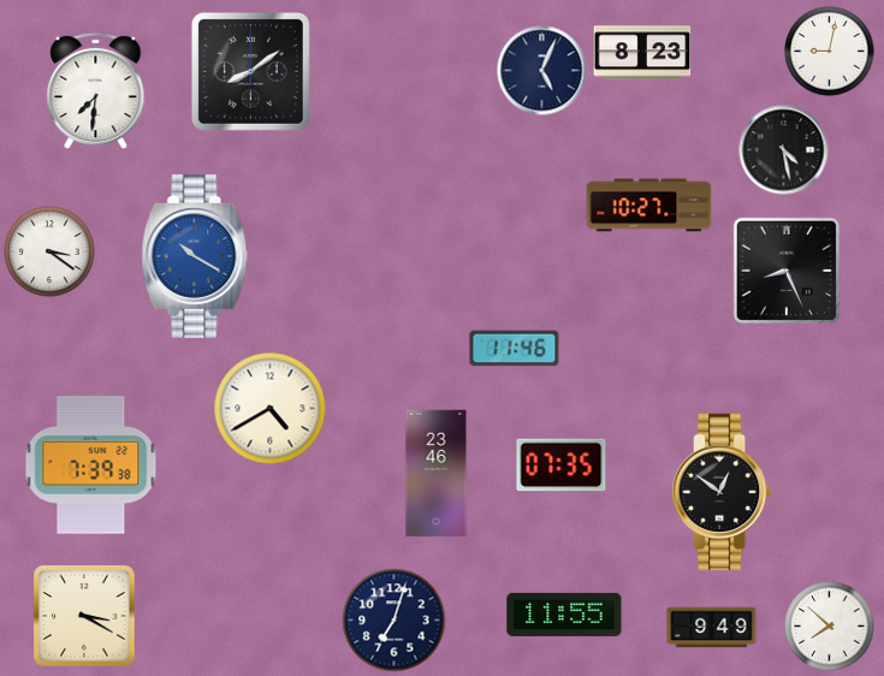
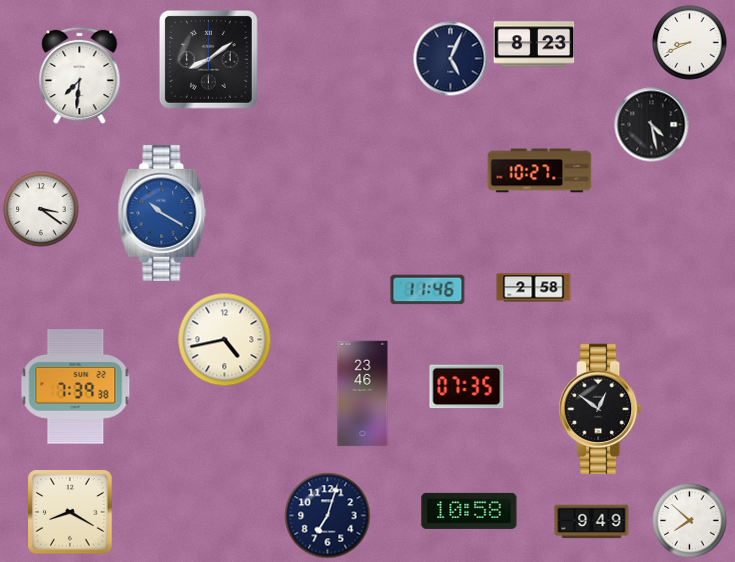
clock at (830, 52): 9:02 -> 8:41
clock at (787, 271): 8:26 -> none
clock at (534, 288): none -> 2:58
clock at (271, 409): 4:40 -> 4:43
clock at (564, 615): 11:55 -> 10:58
clock at (84, 616): 3:20 -> 8:20
